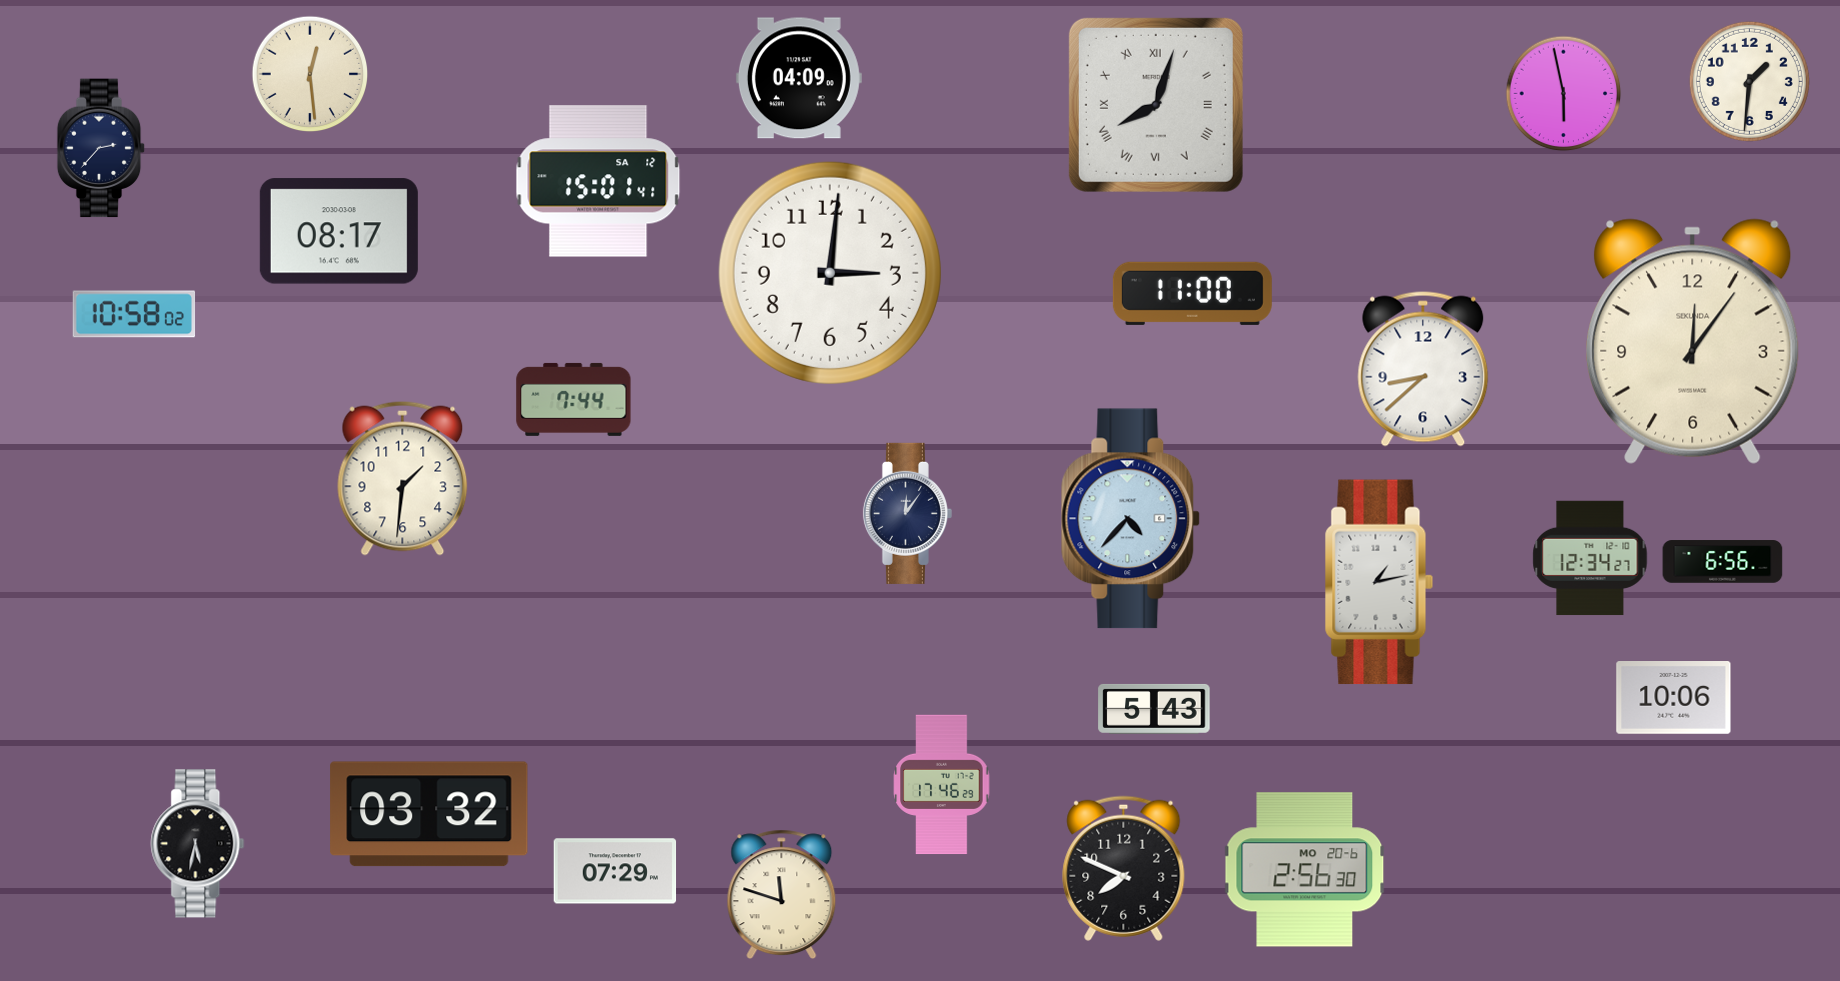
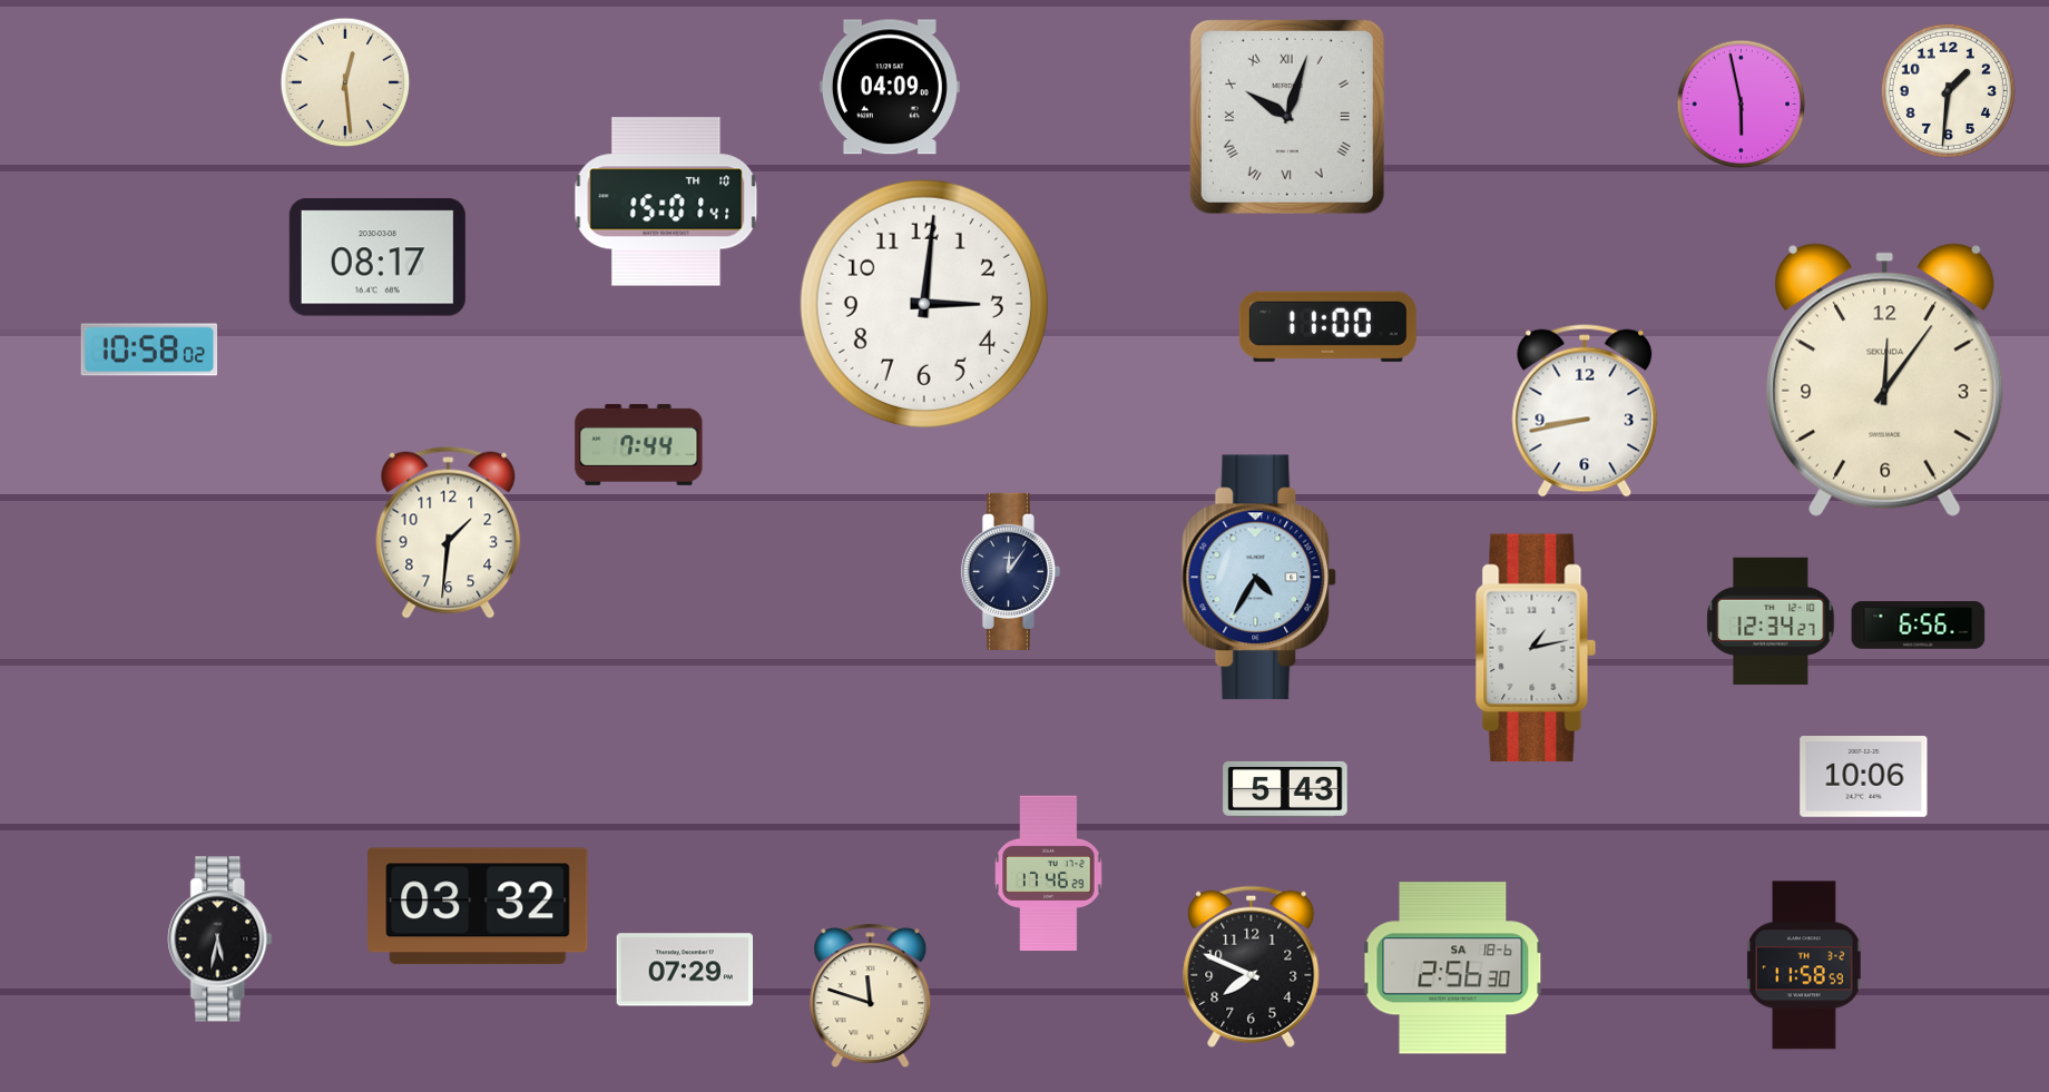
clock at (1156, 105): 8:03 -> 10:03
clock at (101, 148): 2:37 -> none
clock at (598, 181) date: SA 12 -> TH 10
clock at (1423, 369): 8:38 -> 8:43
clock at (1131, 519): 4:37 -> 4:35
clock at (1804, 965): none -> 11:58
clock at (1305, 870) date: MO 20-6 -> SA 18-6
